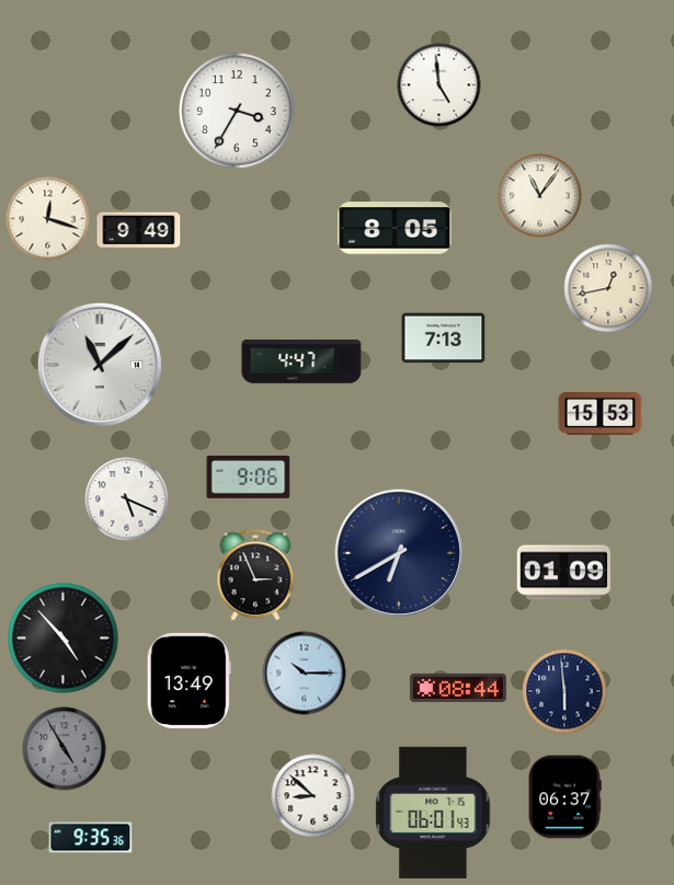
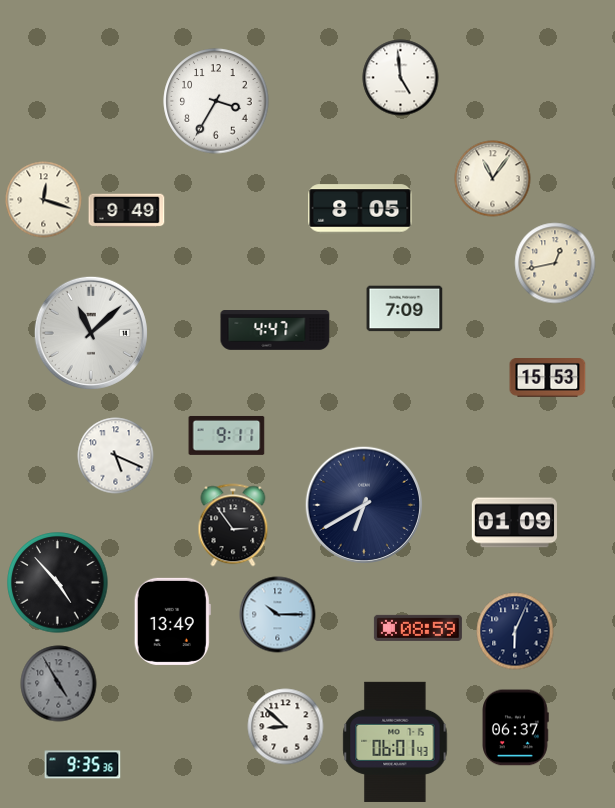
clock at (444, 338): 7:13 -> 7:09
clock at (249, 476): 9:06 -> 9:11
clock at (255, 575): 2:56 -> 2:54
clock at (458, 688): 08:44 -> 08:59
clock at (564, 691): 5:59 -> 6:04
